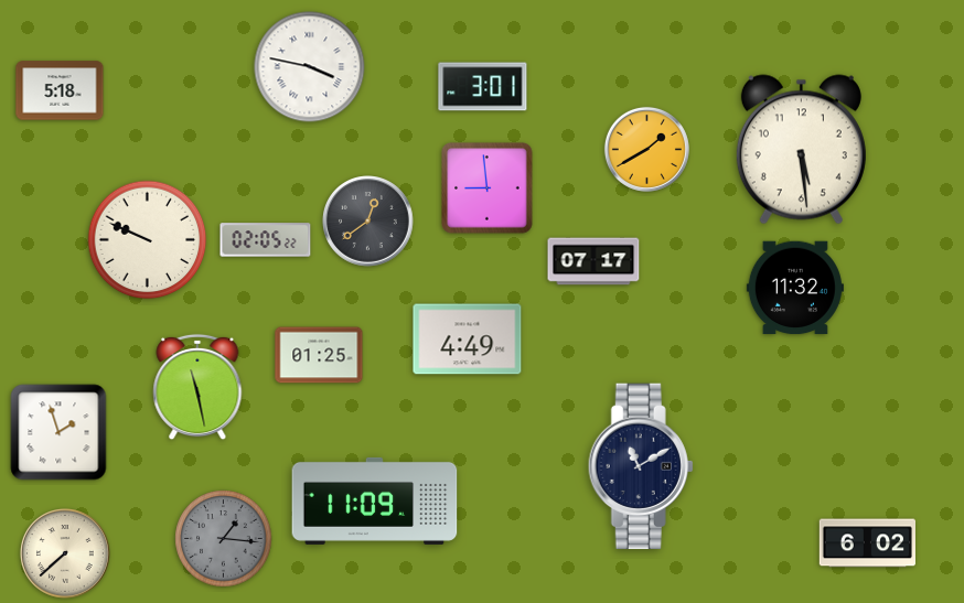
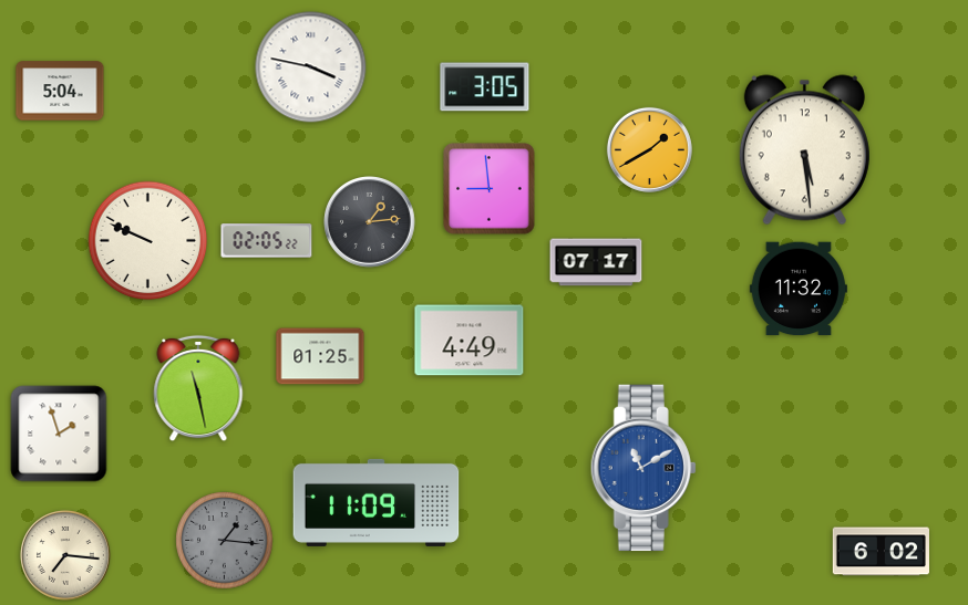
clock at (483, 87): 3:01 -> 3:05
clock at (60, 90): 5:18 -> 5:04
clock at (368, 222): 12:39 -> 1:14
clock at (641, 466) dial: navy -> blue
clock at (868, 543) position: (868, 543) -> (882, 552)
clock at (66, 554): 7:38 -> 7:16
